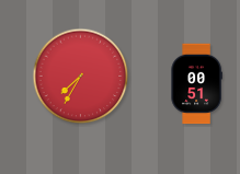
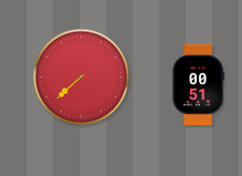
clock at (81, 77): 7:35 -> 7:38
